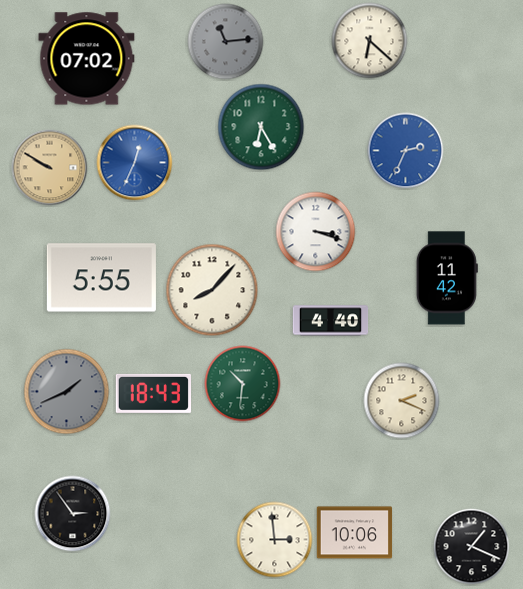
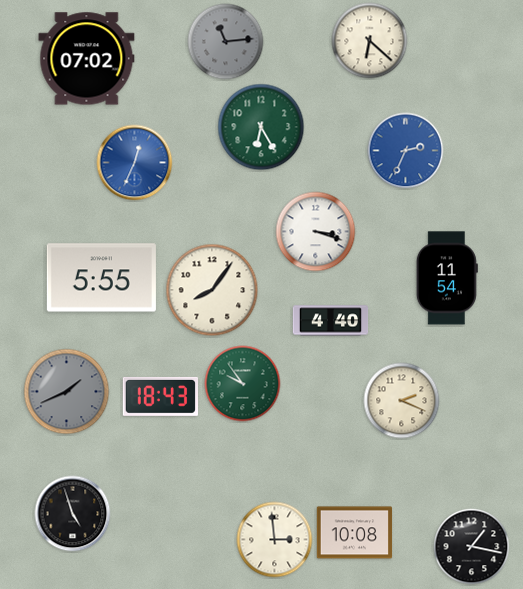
clock at (50, 168): 9:50 -> none
clock at (447, 278): 11:42 -> 11:54
clock at (212, 290): 8:07 -> 8:06
clock at (243, 384): 10:31 -> 9:54
clock at (153, 393) position: (153, 393) -> (160, 396)
clock at (73, 514): 2:54 -> 4:57
clock at (355, 533): 10:06 -> 10:08
clock at (472, 547): 1:19 -> 1:17
